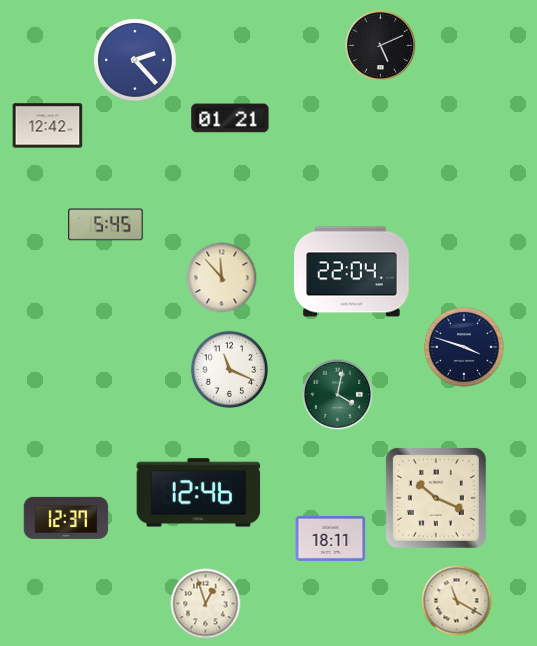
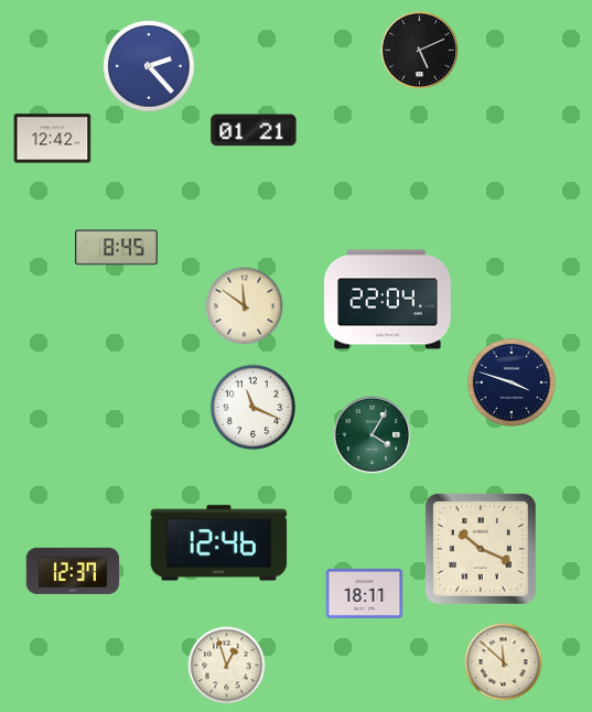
clock at (106, 225): 5:45 -> 8:45
clock at (222, 278): 11:53 -> 11:51
clock at (338, 395): 4:02 -> 4:05
clock at (457, 601): 11:20 -> 11:52
